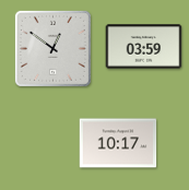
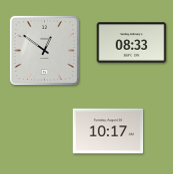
clock at (144, 47): 03:59 -> 08:33
clock at (52, 48) position: (52, 48) -> (44, 50)
